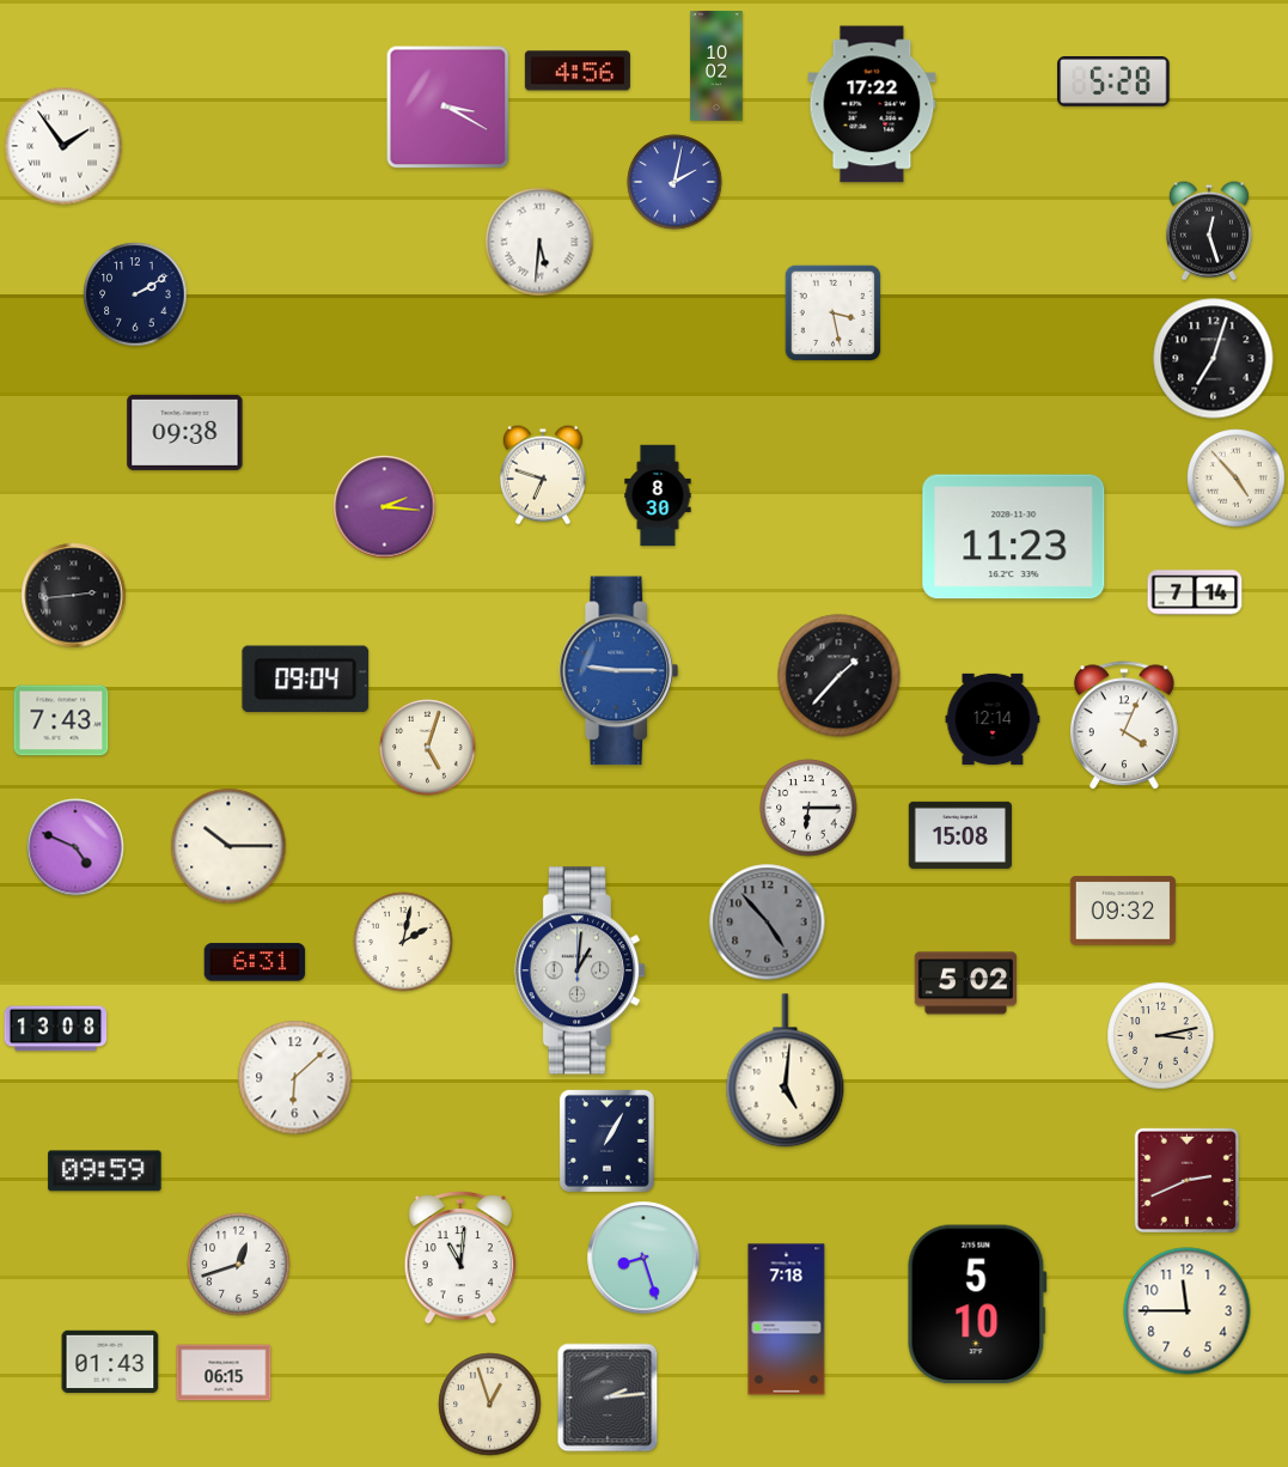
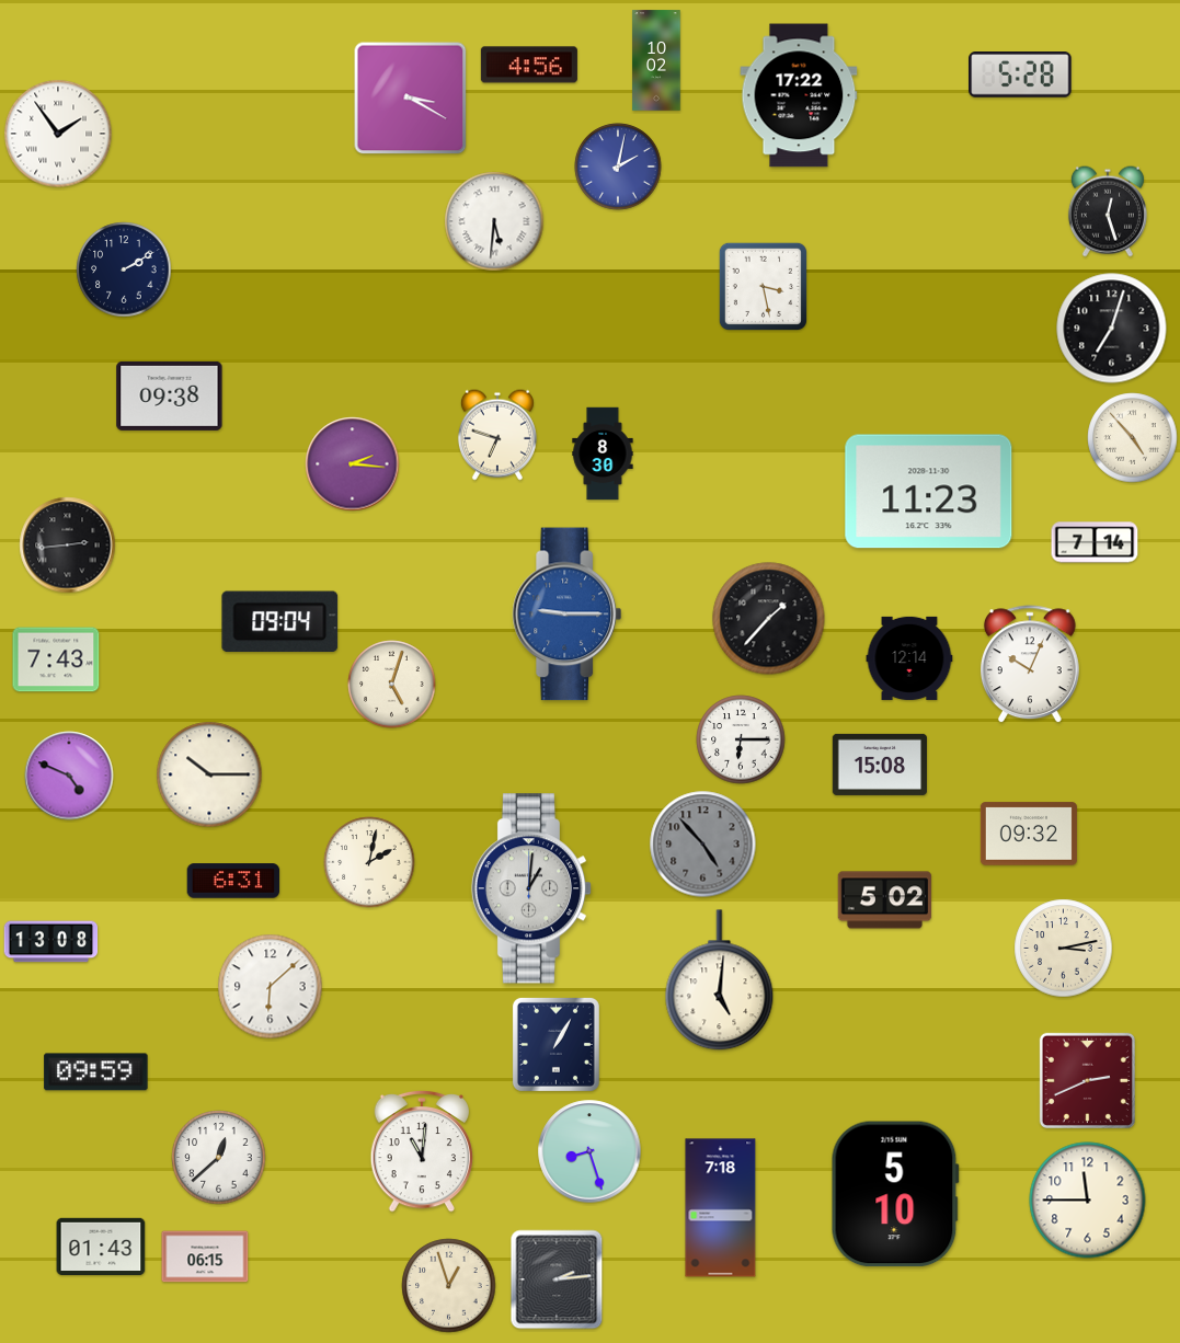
clock at (1124, 726): 4:04 -> 10:04
clock at (239, 1265): 12:42 -> 12:38
